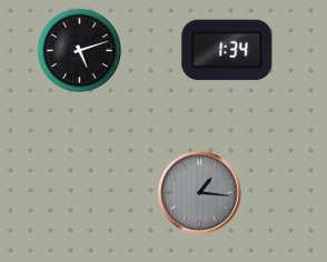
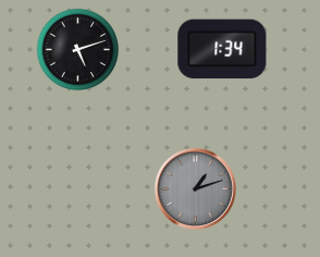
clock at (199, 192): 1:16 -> 1:12
